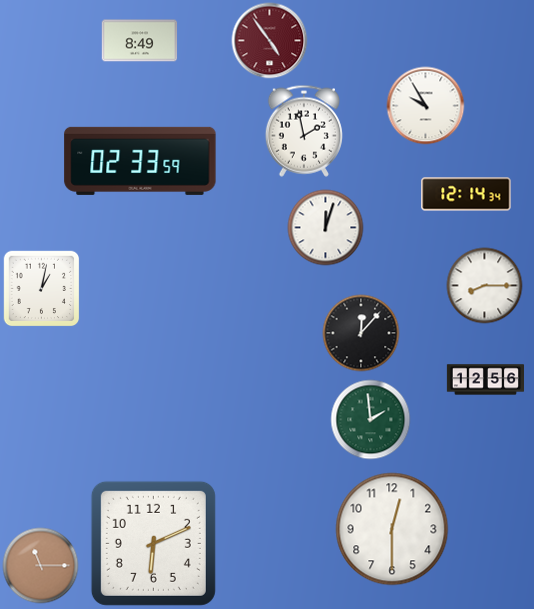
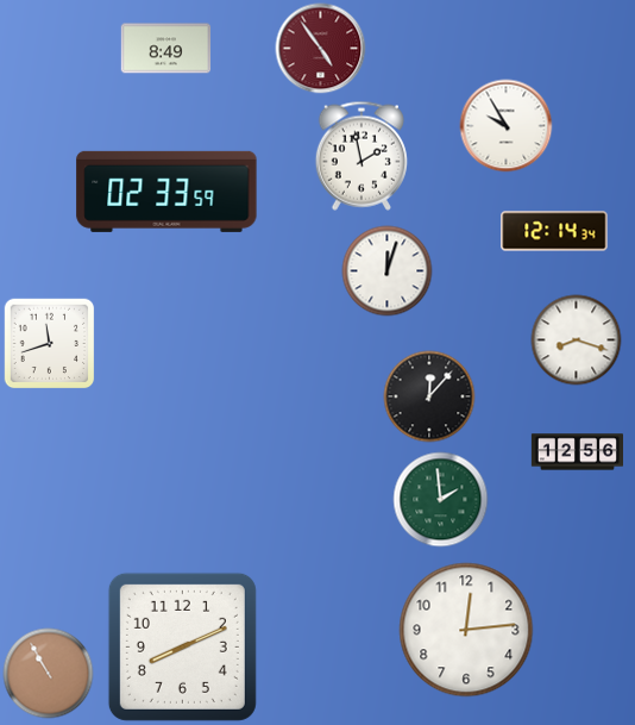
clock at (485, 286): 8:15 -> 8:18
clock at (41, 288): 1:02 -> 11:42
clock at (392, 529): 12:30 -> 12:14
clock at (153, 543): 6:11 -> 8:11
clock at (41, 566): 11:15 -> 10:55
